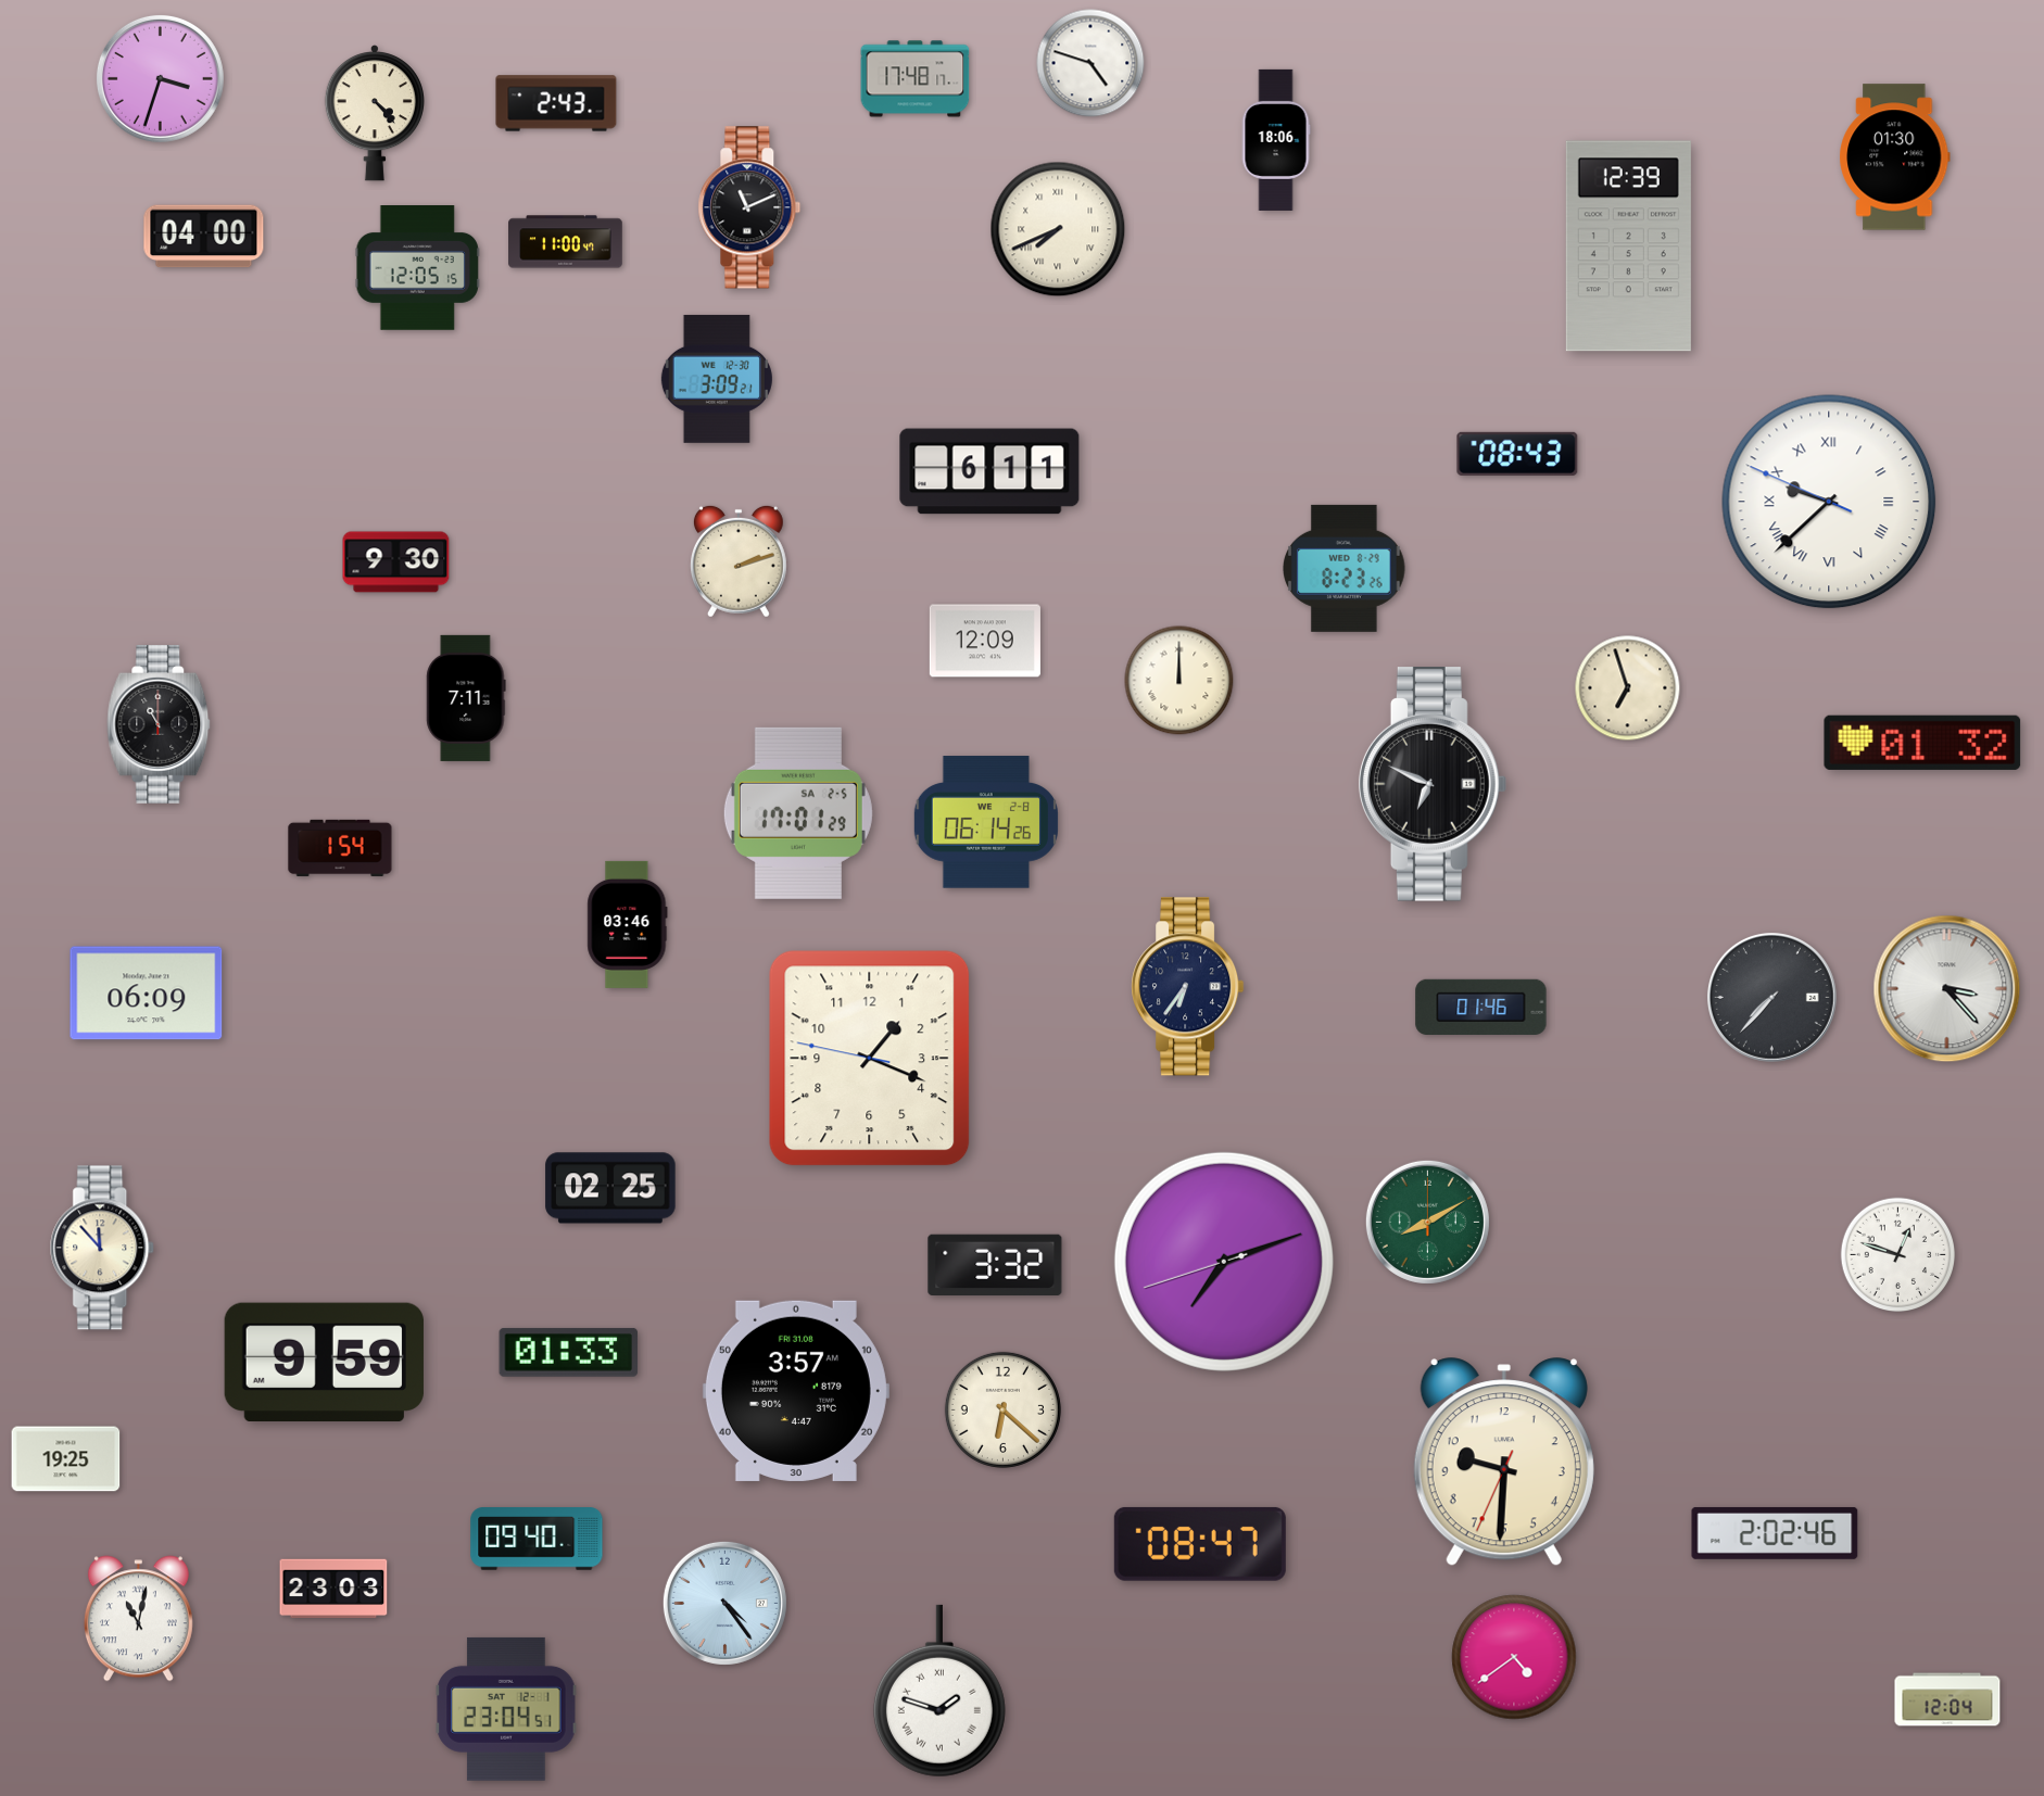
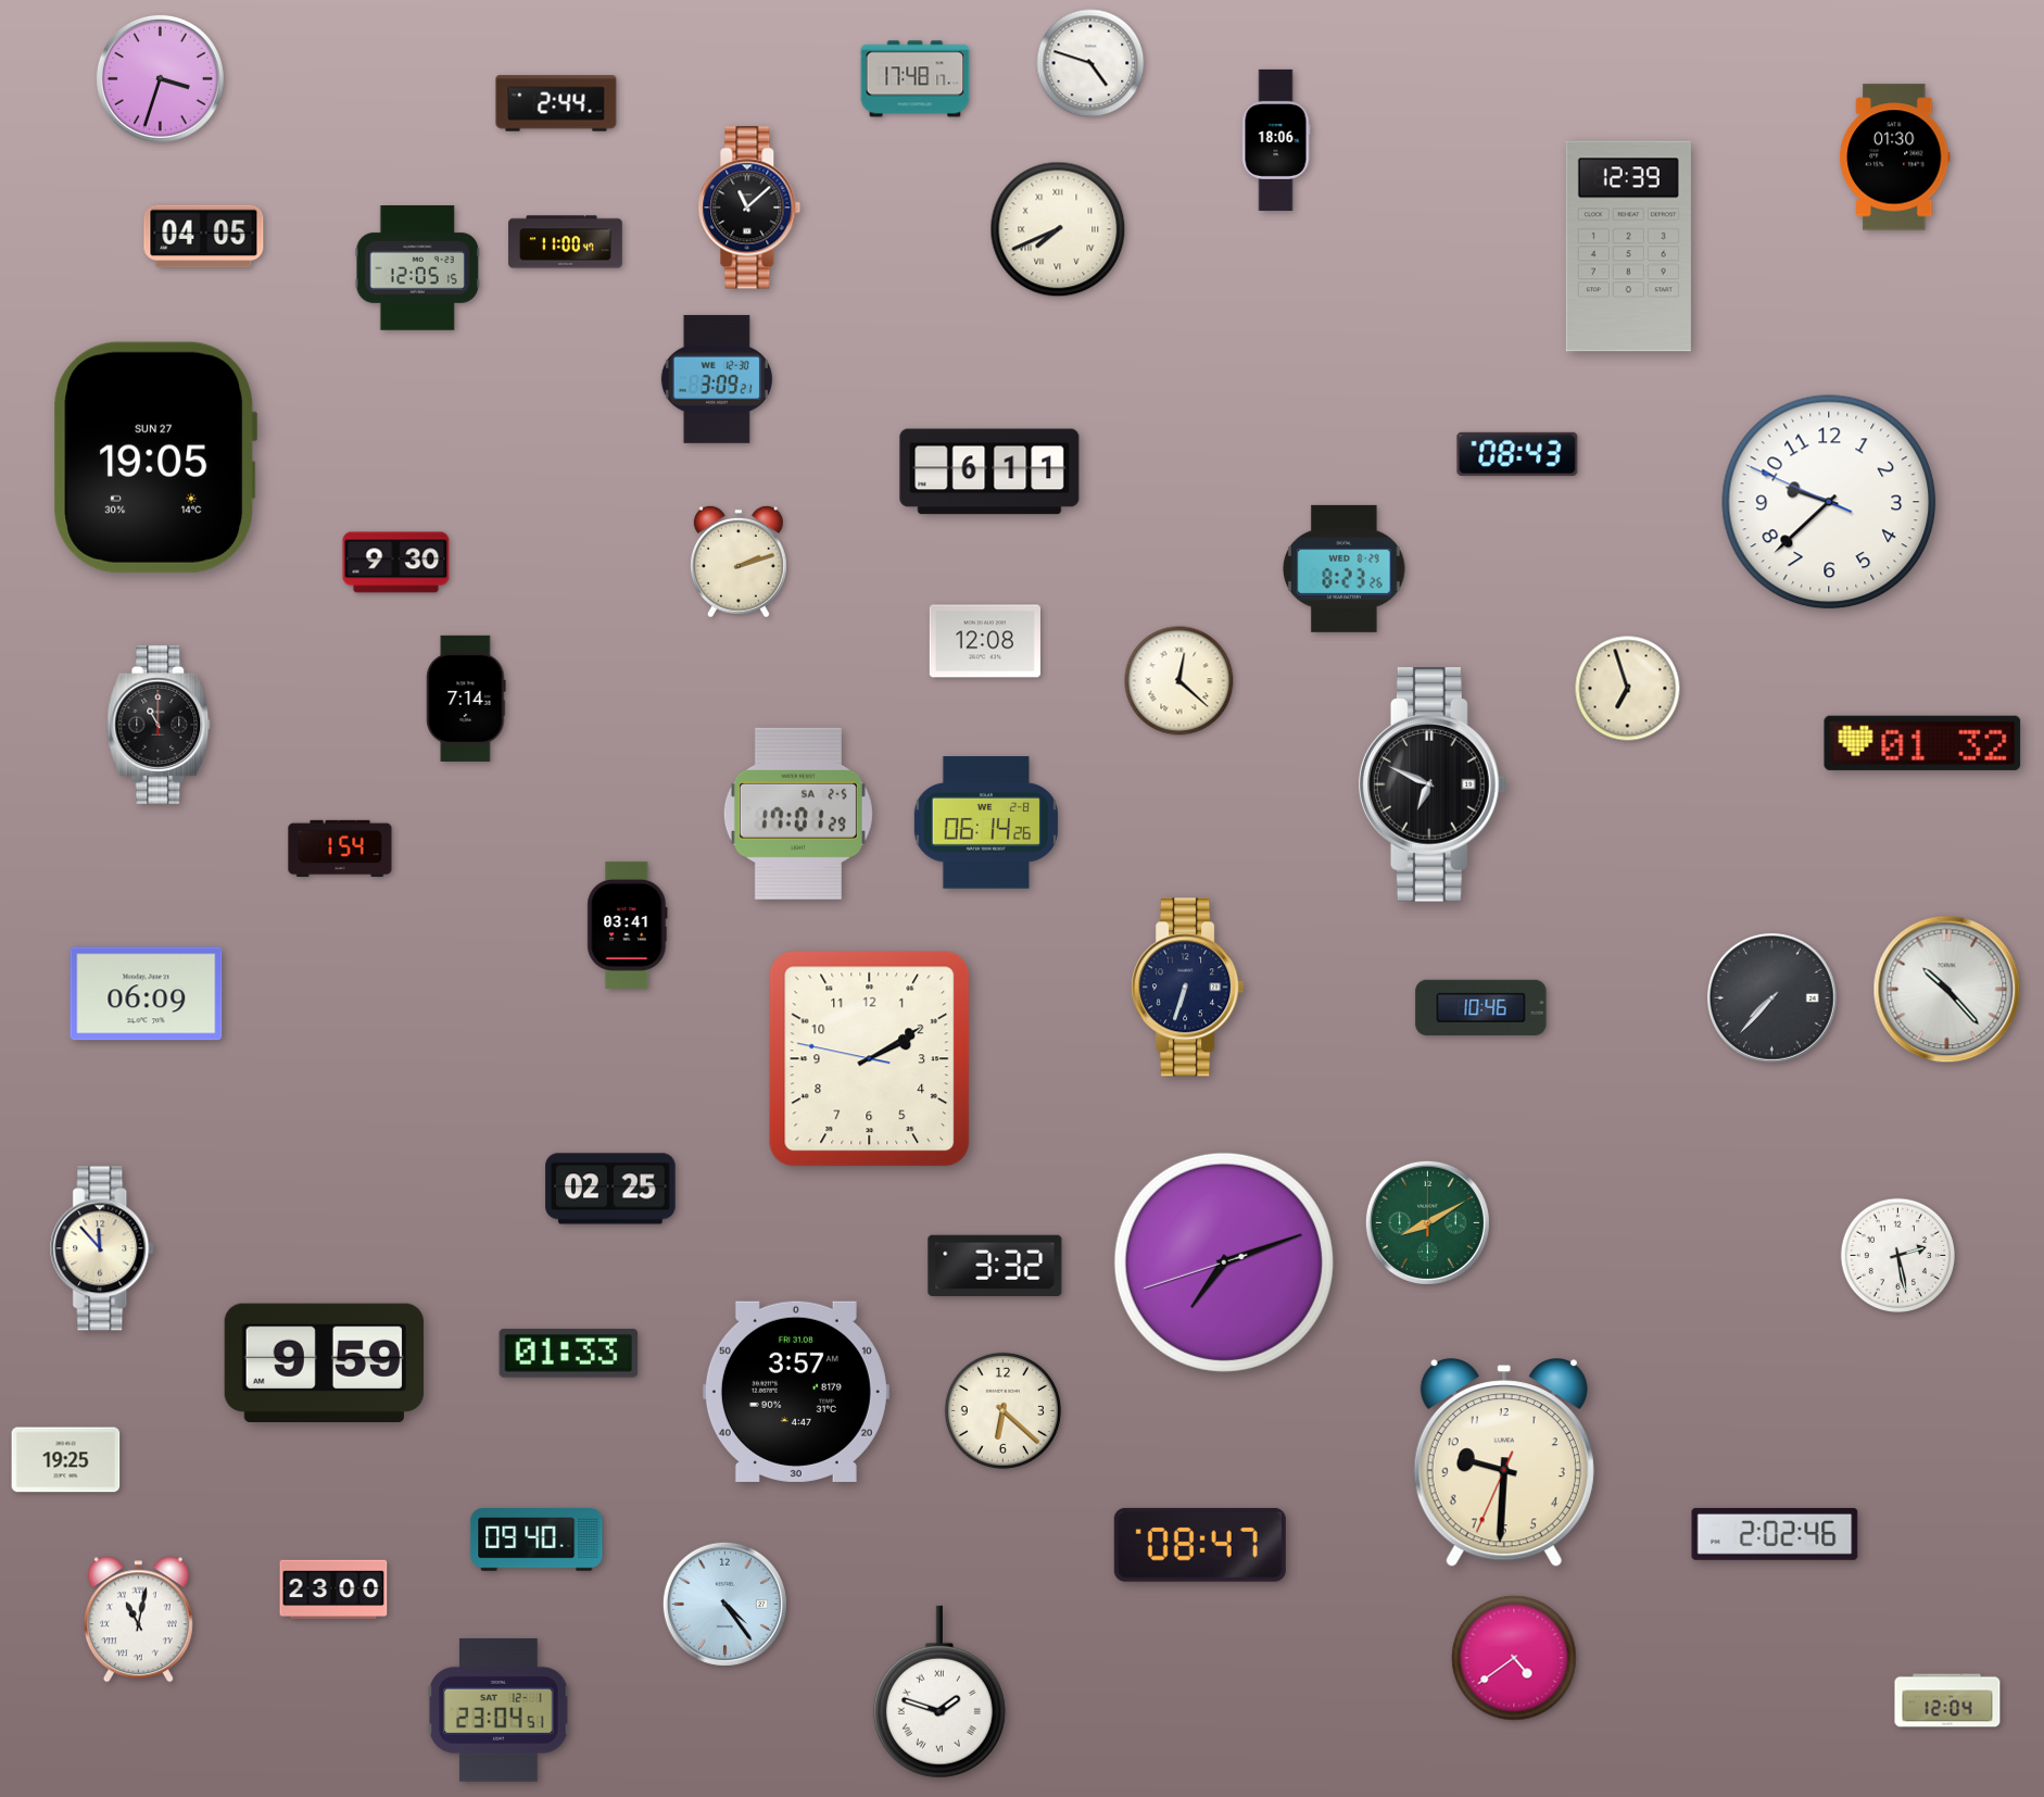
clock at (556, 103): 2:43 -> 2:44
clock at (374, 114): 4:23 -> none
clock at (749, 207): 11:11 -> 11:08
clock at (204, 237): 04:00 -> 04:05
clock at (155, 457): none -> 19:05
clock at (1829, 502) numerals: Roman -> Arabic
clock at (985, 641): 12:09 -> 12:08
clock at (1179, 681): 12:00 -> 12:22
clock at (466, 698): 7:11 -> 7:14
clock at (628, 924): 03:46 -> 03:41
clock at (1188, 987): 6:36 -> 6:33
clock at (1947, 989): 3:23 -> 10:23
clock at (1481, 1007): 01:46 -> 10:46
clock at (870, 1059): 1:18 -> 2:09
clock at (1898, 1255): 12:48 -> 2:28
clock at (333, 1589): 23:03 -> 23:00
clock at (506, 1709) position: (506, 1709) -> (499, 1710)
